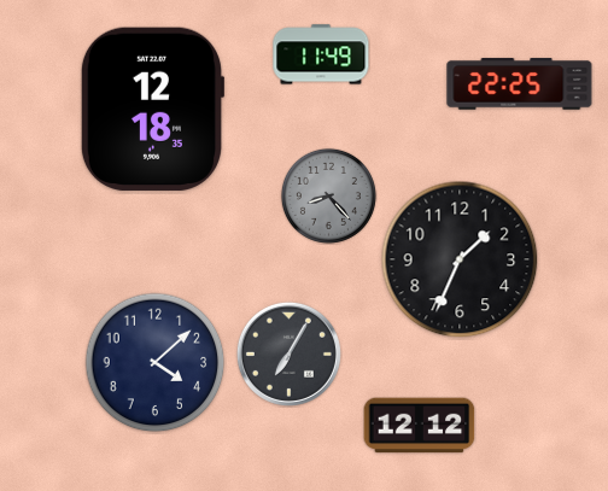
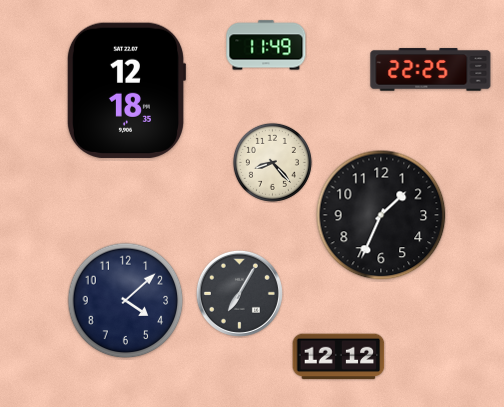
clock at (328, 195) dial: grey -> cream
clock at (156, 363) position: (156, 363) -> (126, 301)
clock at (420, 426) position: (420, 426) -> (339, 357)
